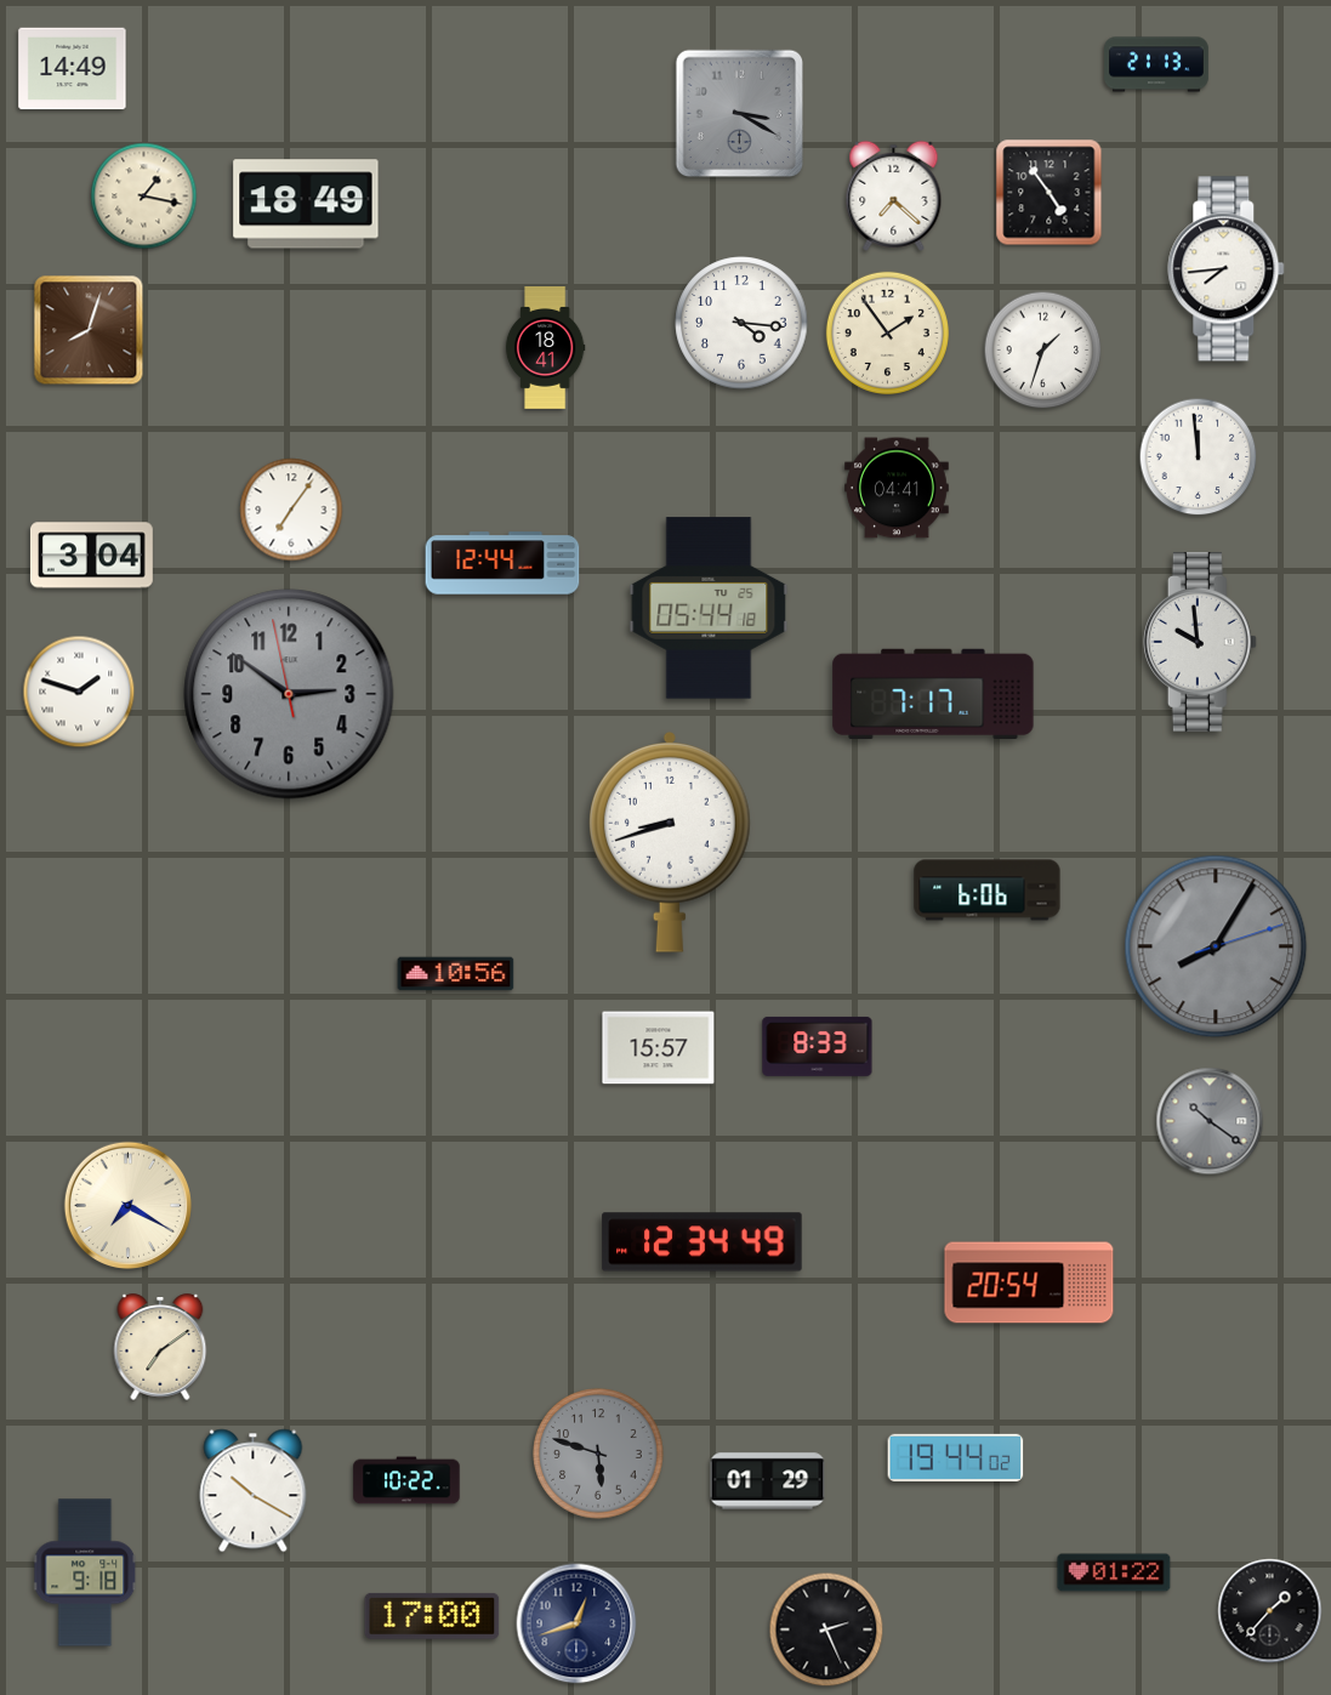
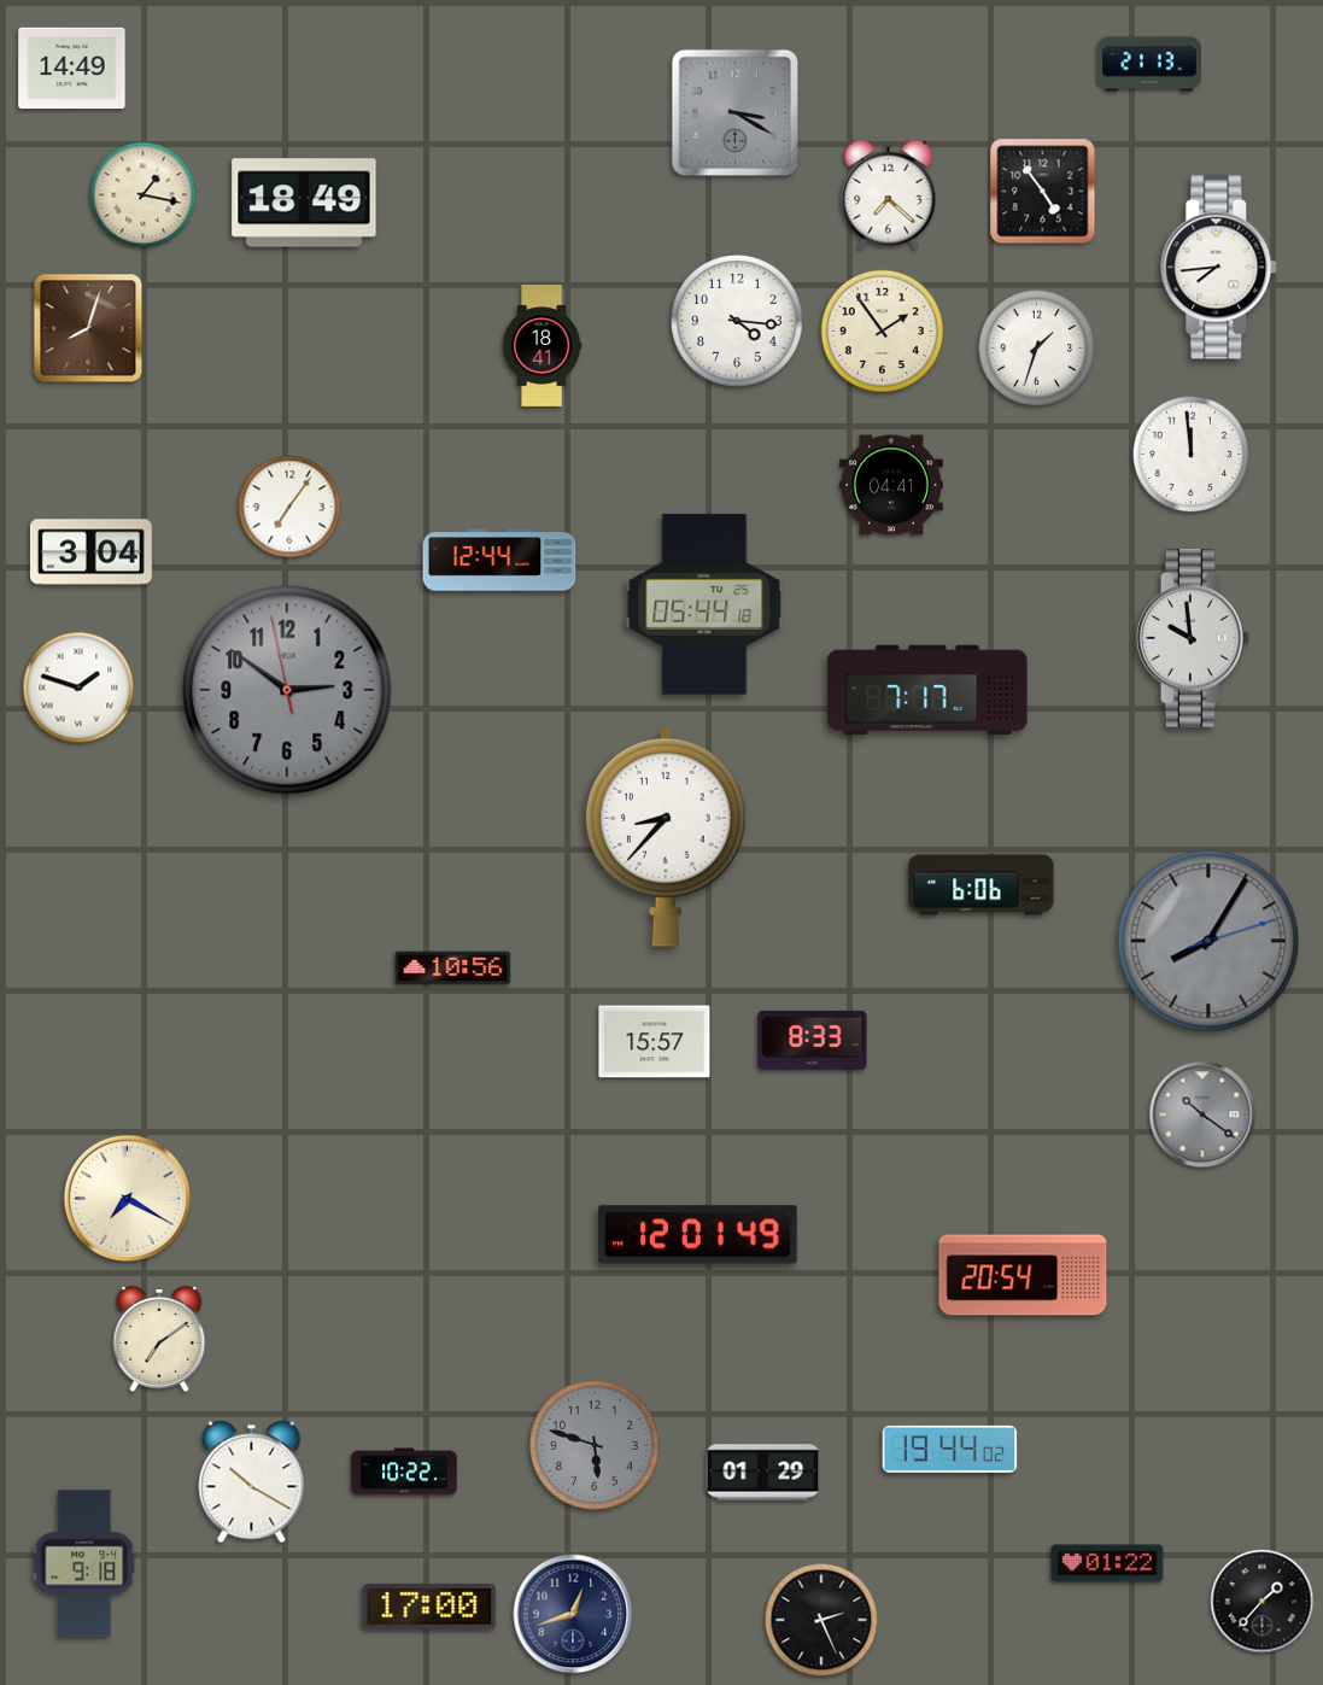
clock at (671, 842): 8:42 -> 8:37
clock at (703, 1242): 12:34 -> 12:01
